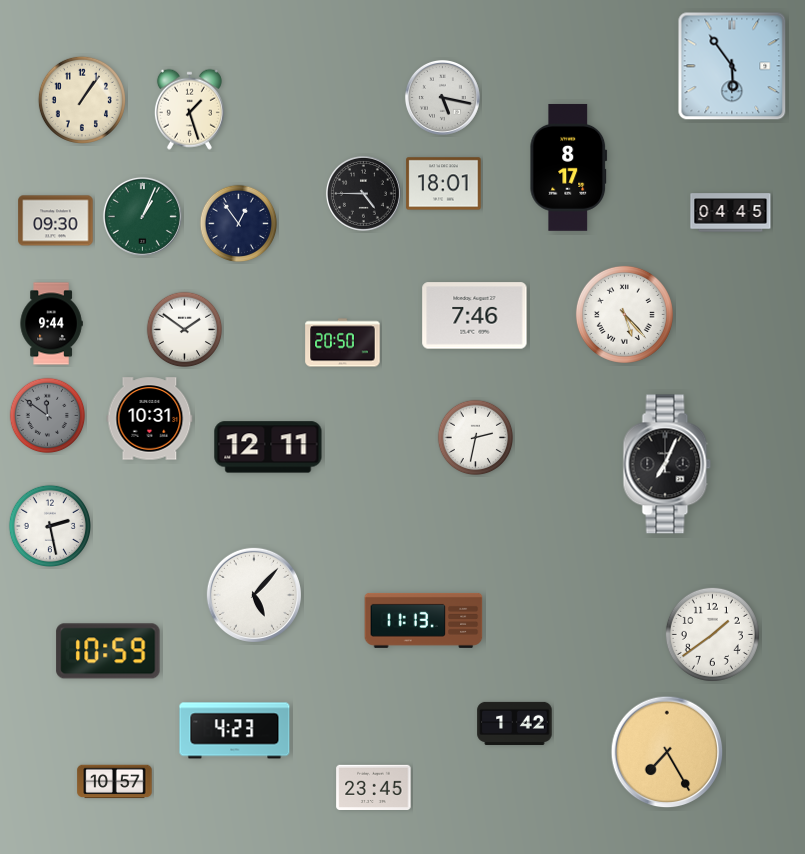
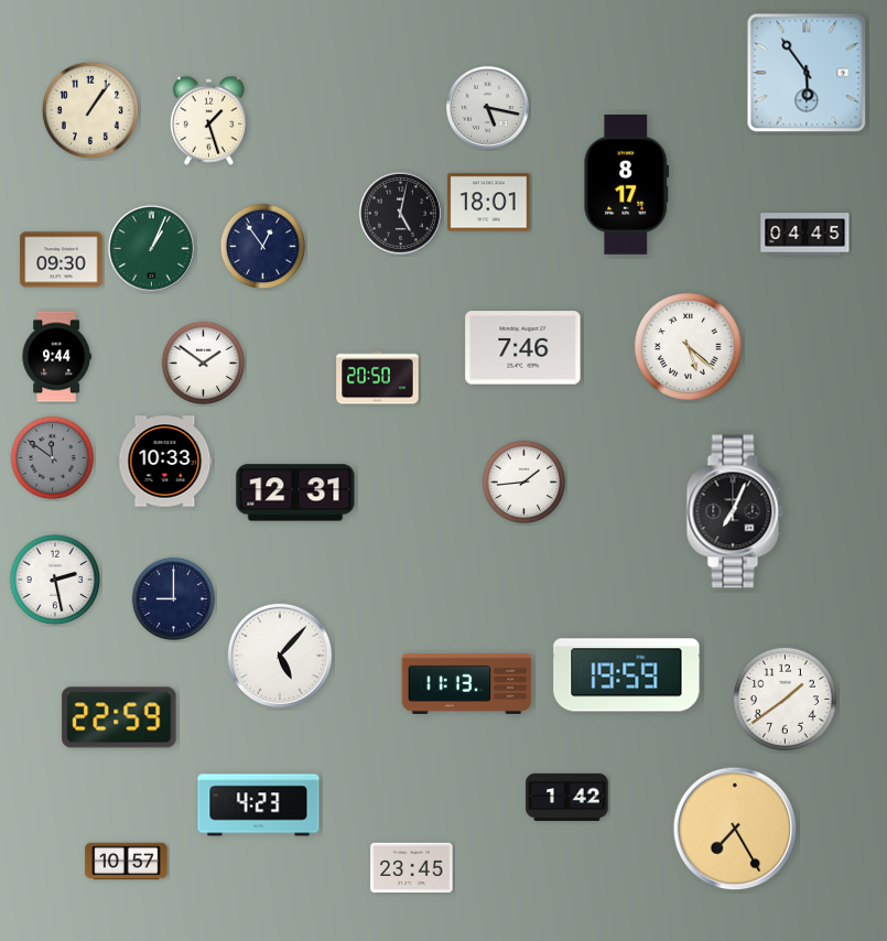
clock at (363, 193): 4:45 -> 5:02
clock at (142, 216) position: (142, 216) -> (151, 248)
clock at (56, 221) position: (56, 221) -> (62, 260)
clock at (624, 314): 5:23 -> 5:22
clock at (150, 419): 10:31 -> 10:33
clock at (476, 438): 2:32 -> 1:44
clock at (268, 447): 12:11 -> 12:31
clock at (174, 599): none -> 9:00
clock at (627, 675): none -> 19:59
clock at (108, 651): 10:59 -> 22:59
